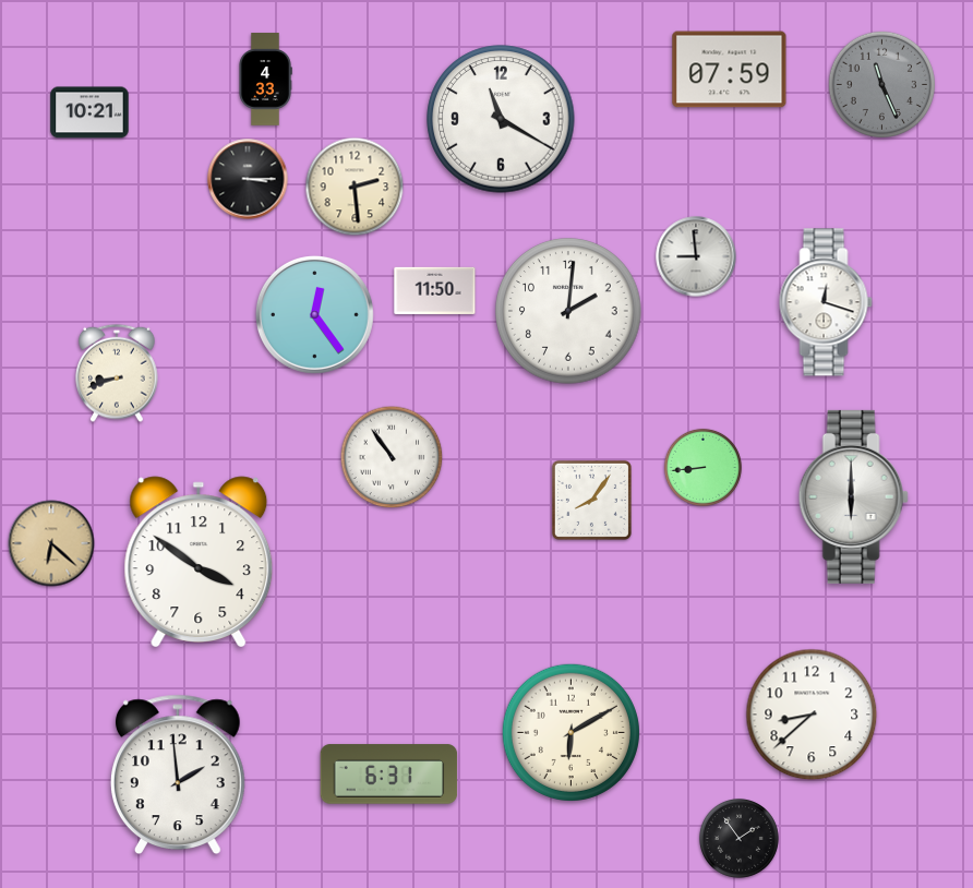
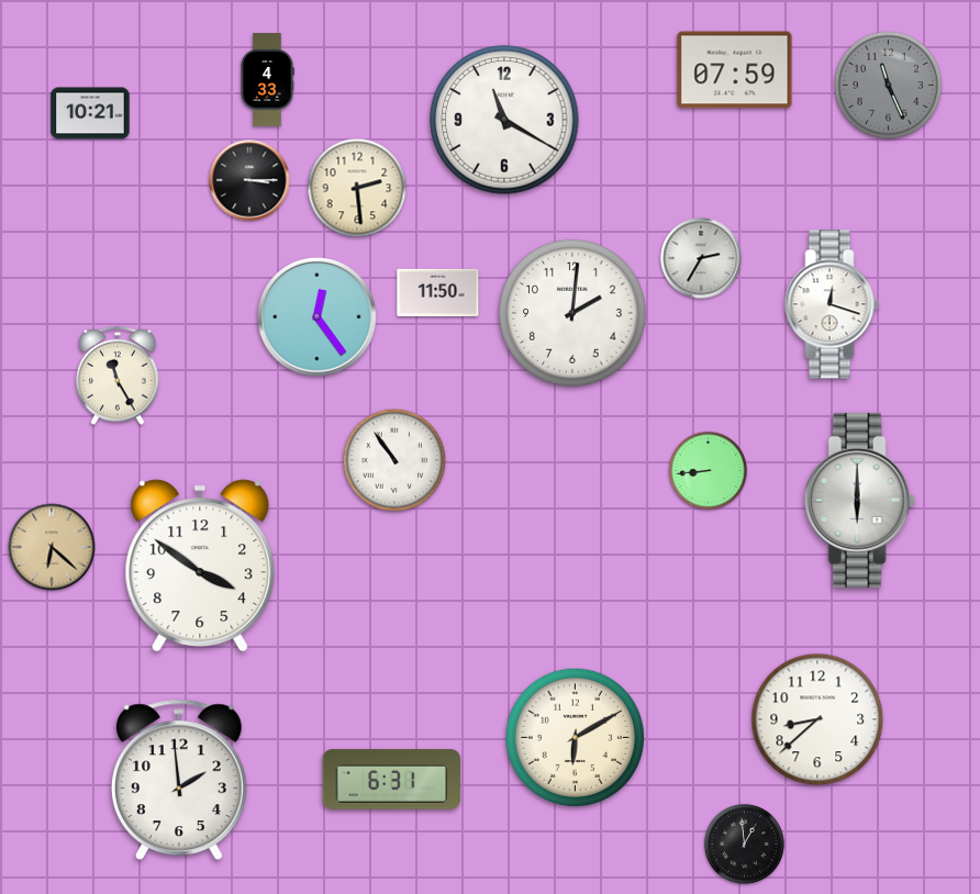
clock at (696, 256): 8:59 -> 2:35
clock at (117, 373): 8:42 -> 11:25
clock at (591, 500): 8:06 -> none
clock at (738, 838): 1:54 -> 12:59
